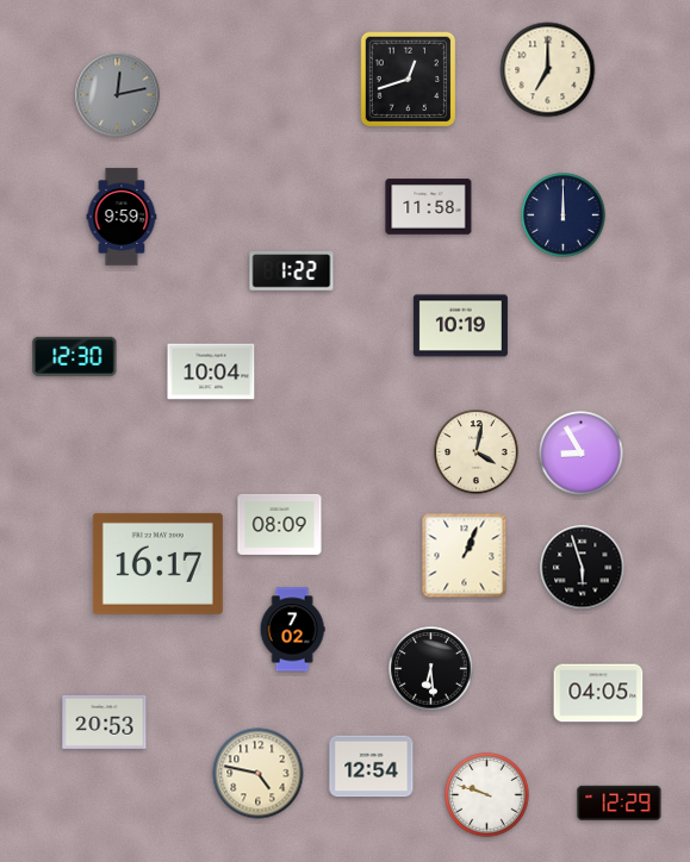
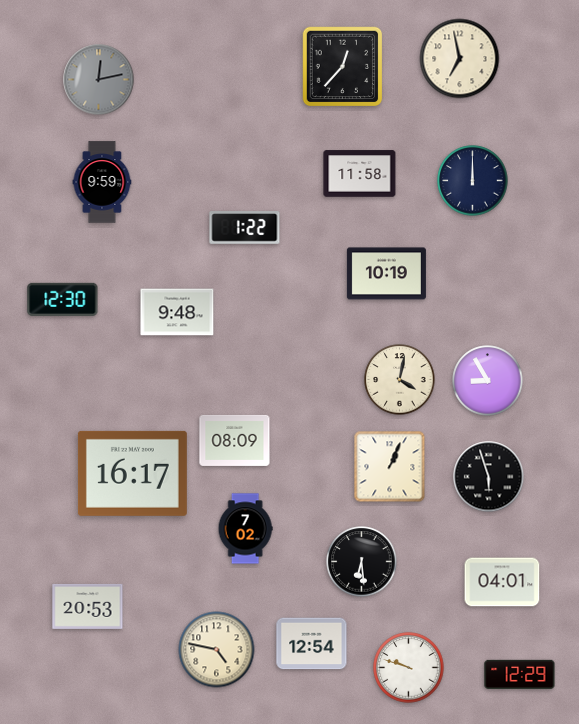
clock at (548, 70): 7:00 -> 6:58
clock at (409, 80): 12:42 -> 12:37
clock at (211, 371): 10:04 -> 9:48
clock at (598, 693): 04:05 -> 04:01
